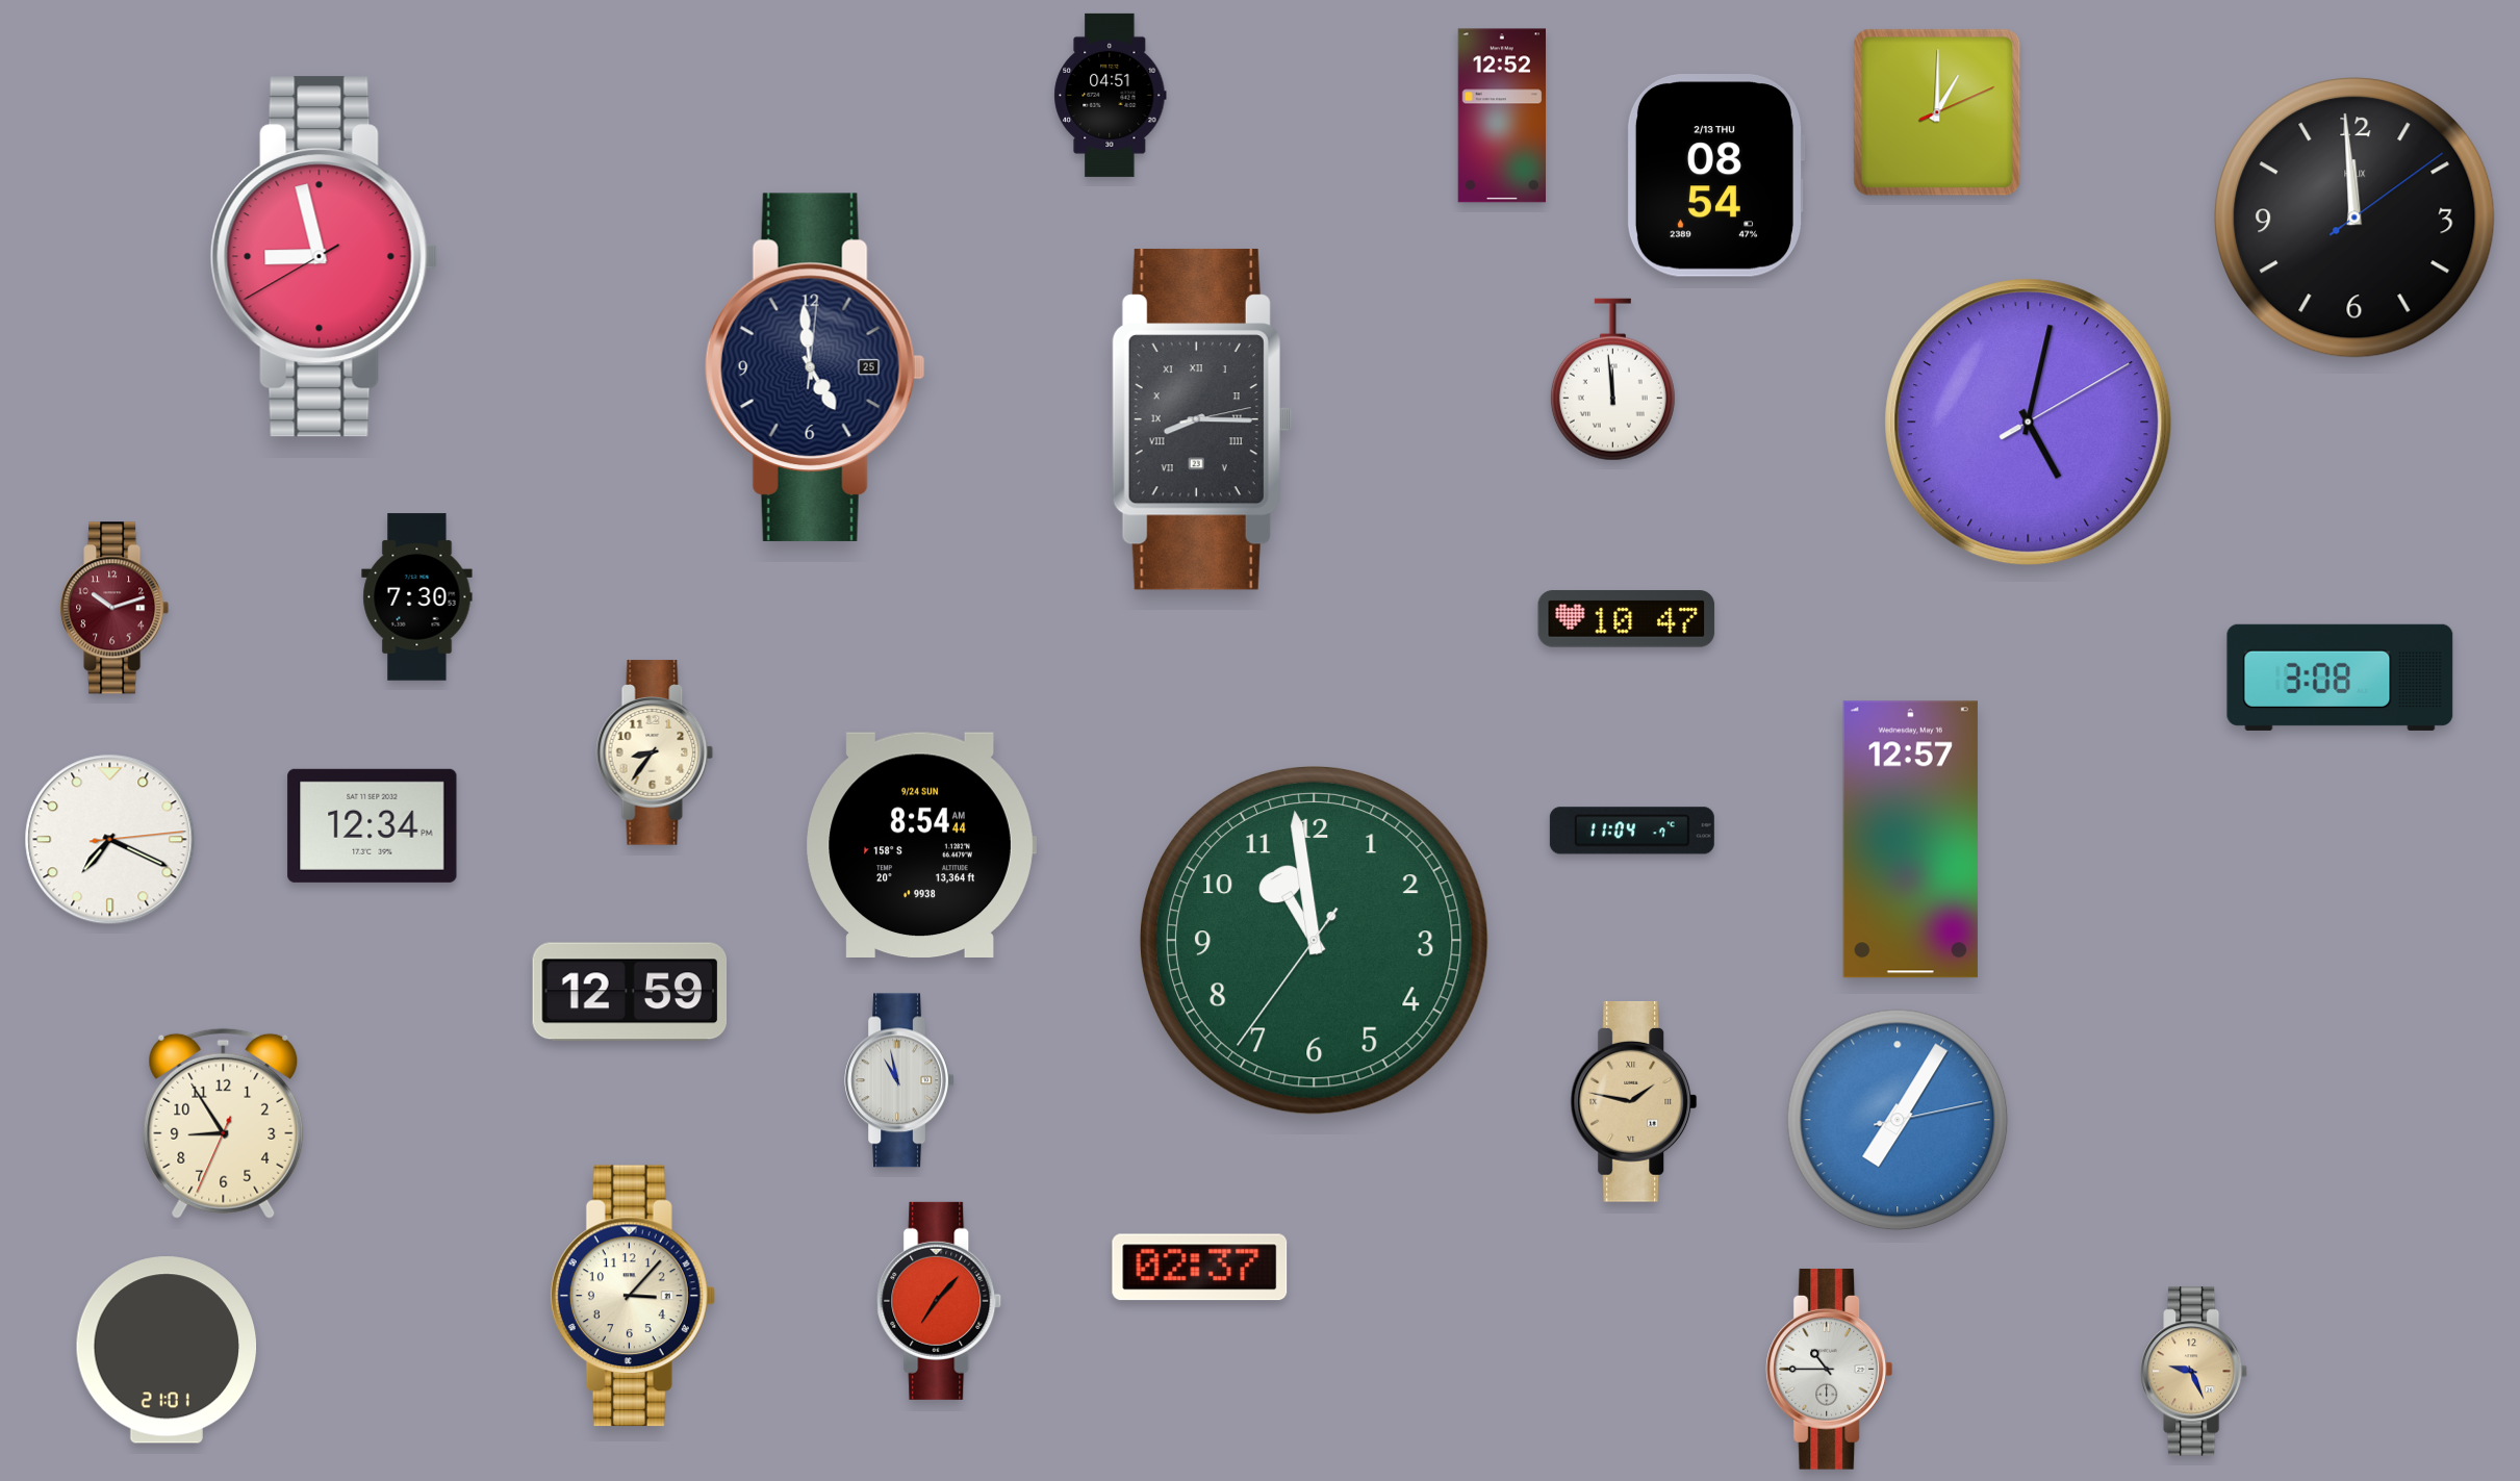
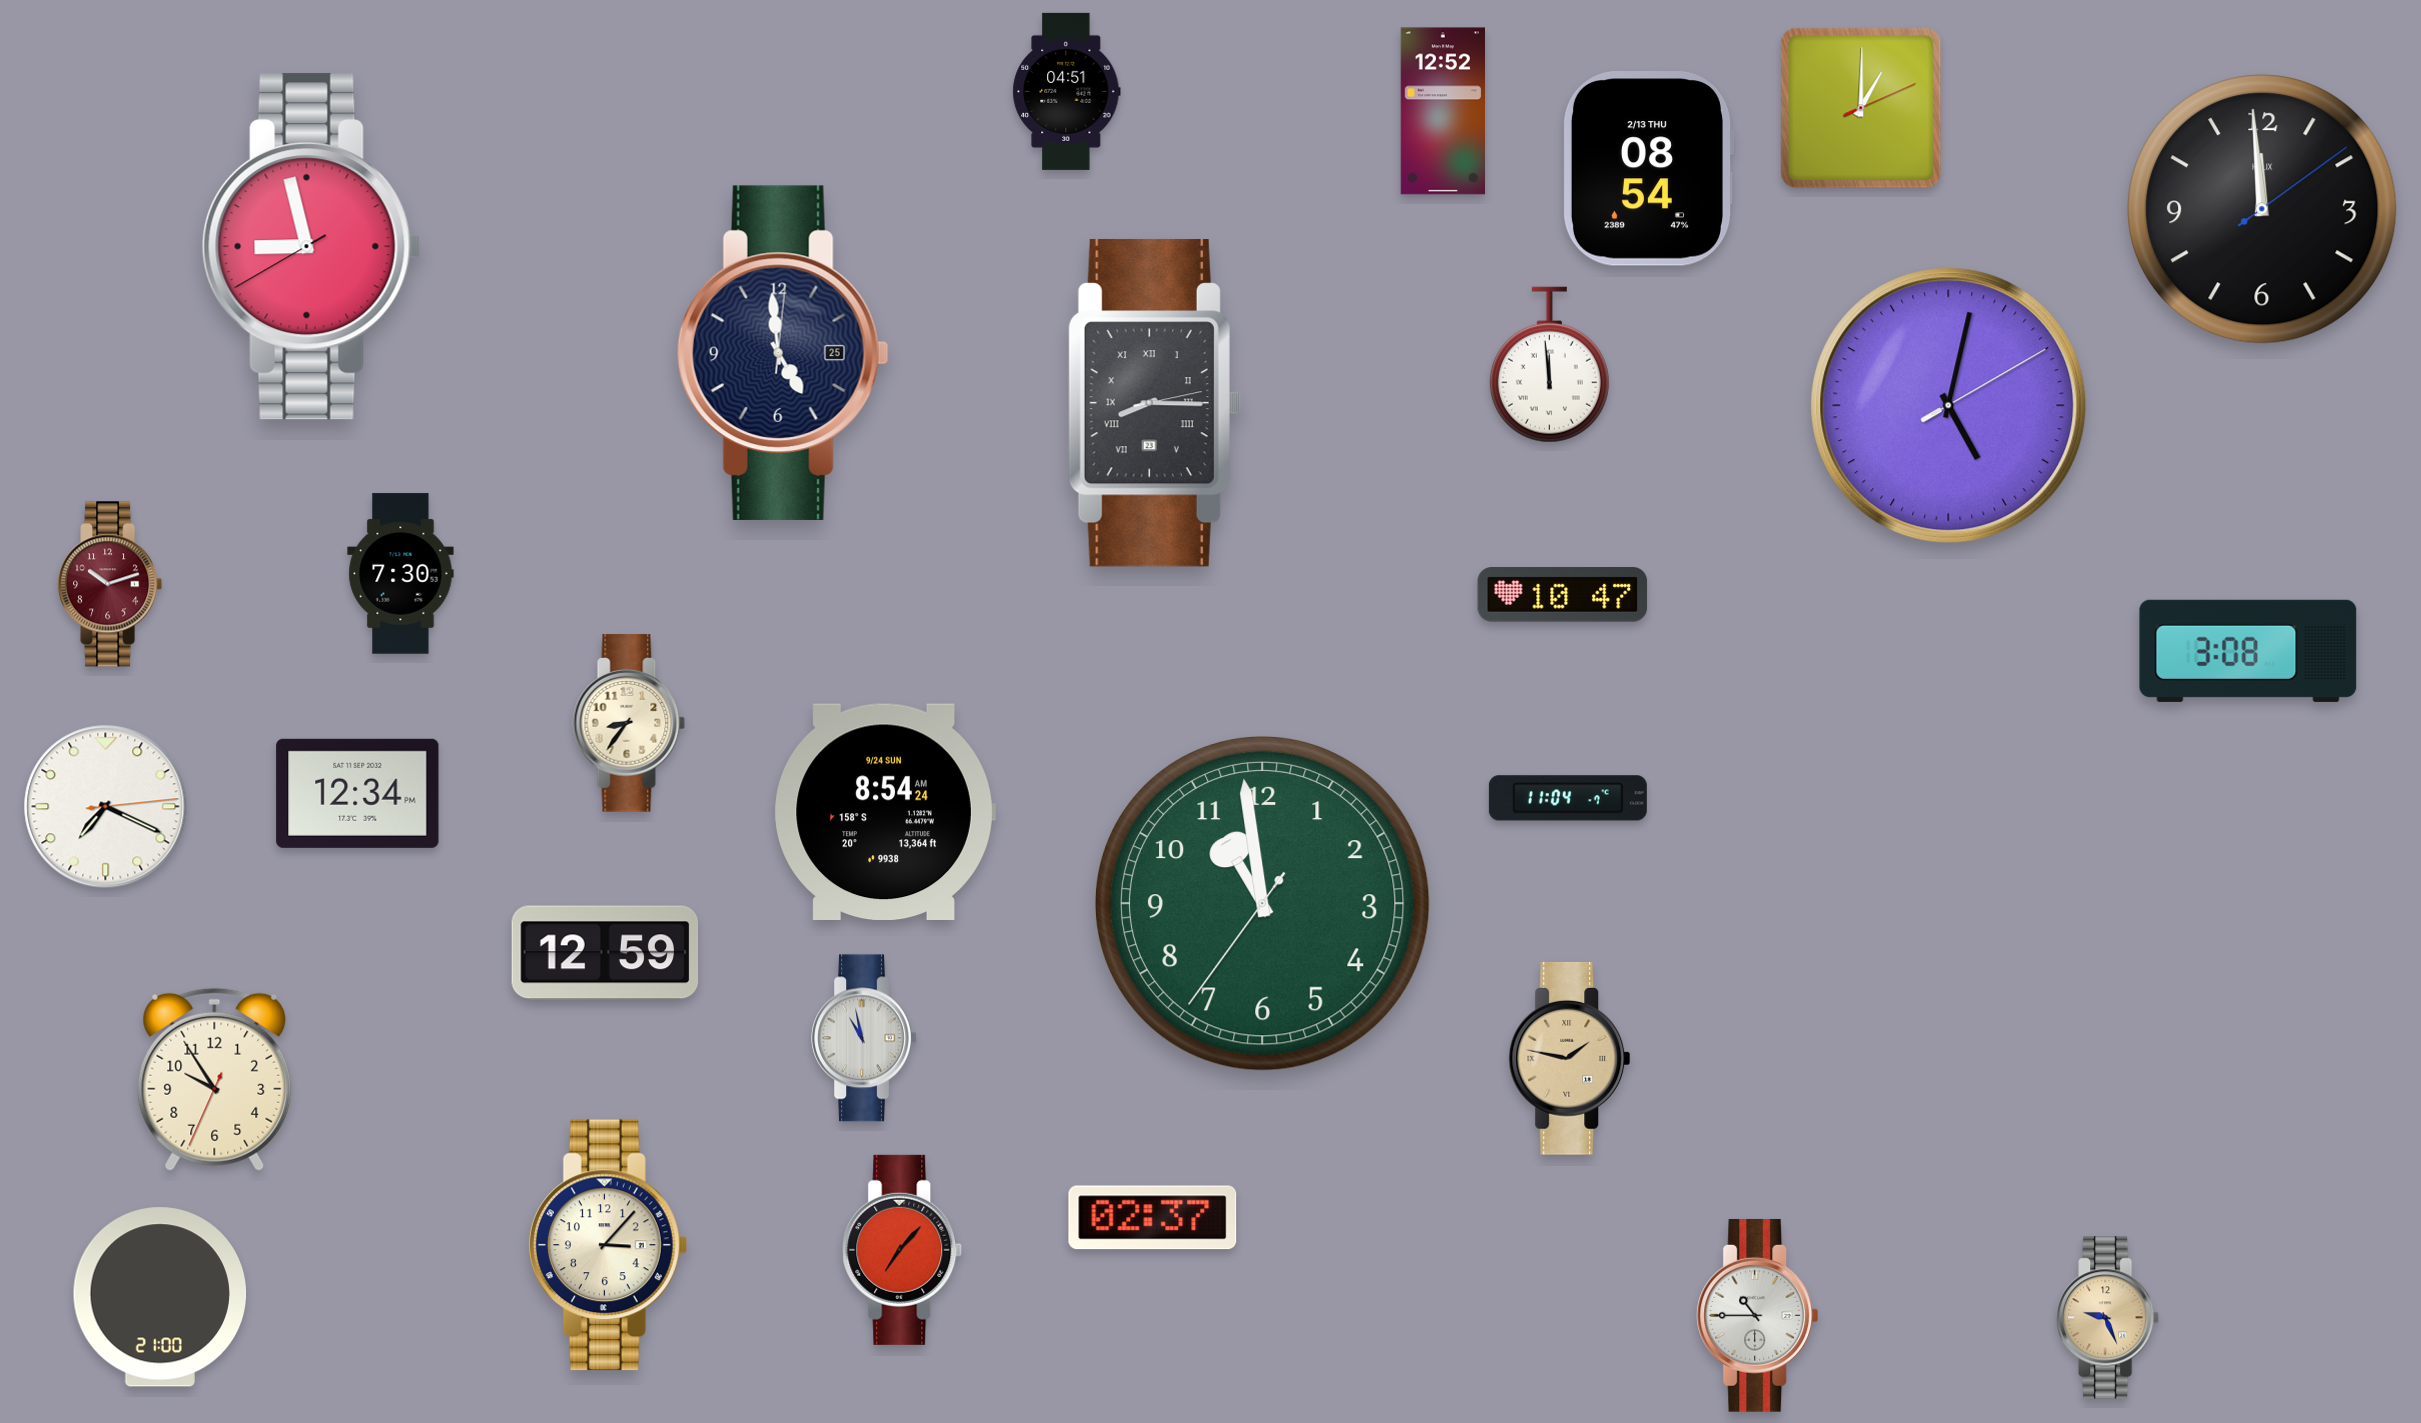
clock at (1910, 840): 12:57 -> none
clock at (921, 844): 8:54:44 AM -> 8:54:24 AM
clock at (1898, 1120): 7:05 -> none
clock at (224, 1123): 8:54 -> 9:54
clock at (167, 1350): 21:01 -> 21:00
